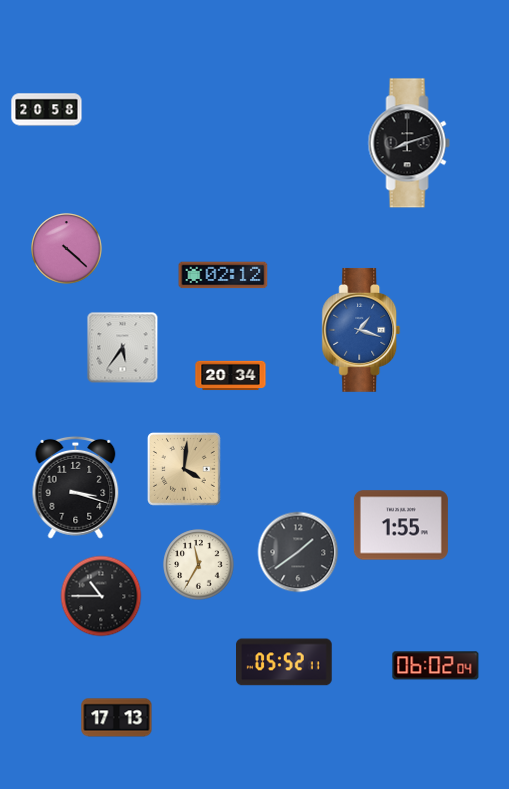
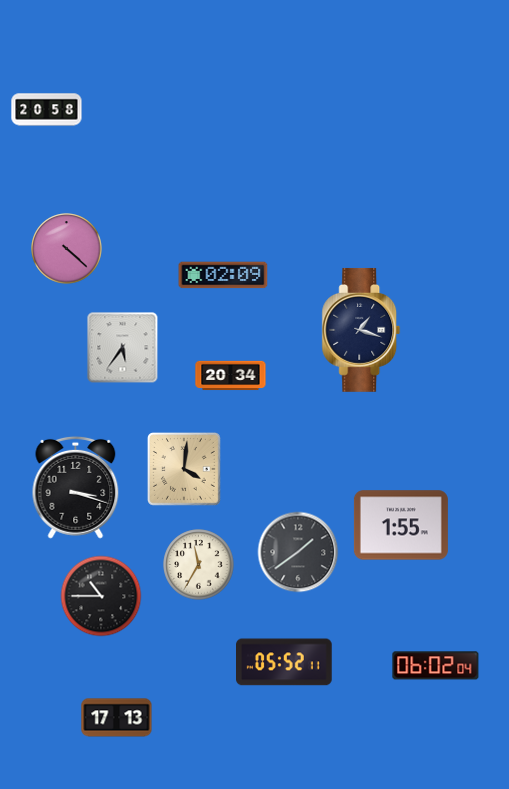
clock at (409, 143): 8:12 -> none
clock at (223, 275): 02:12 -> 02:09
clock at (361, 330) dial: blue -> navy
